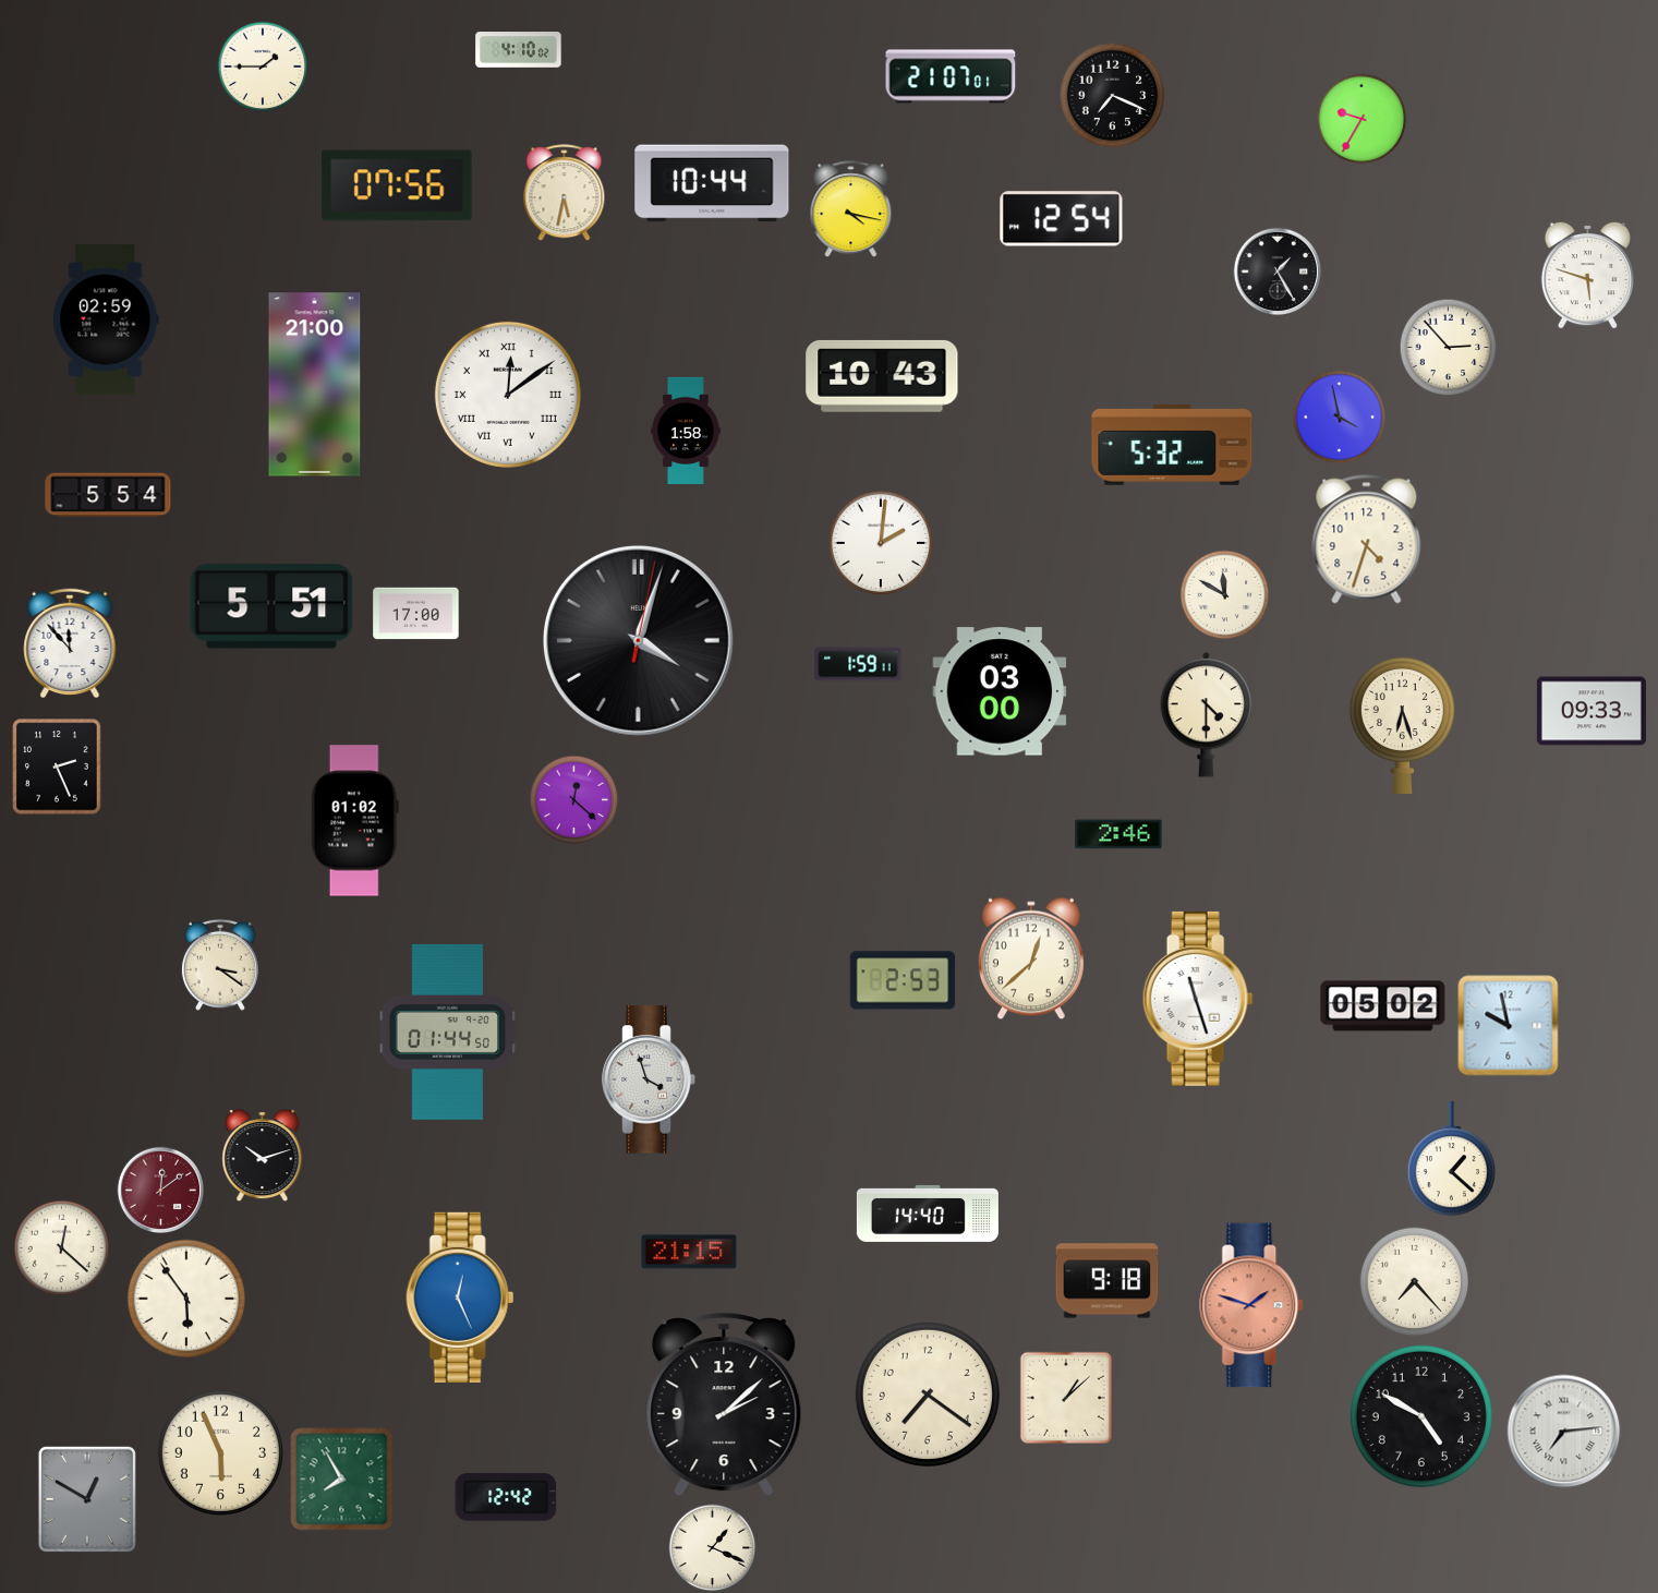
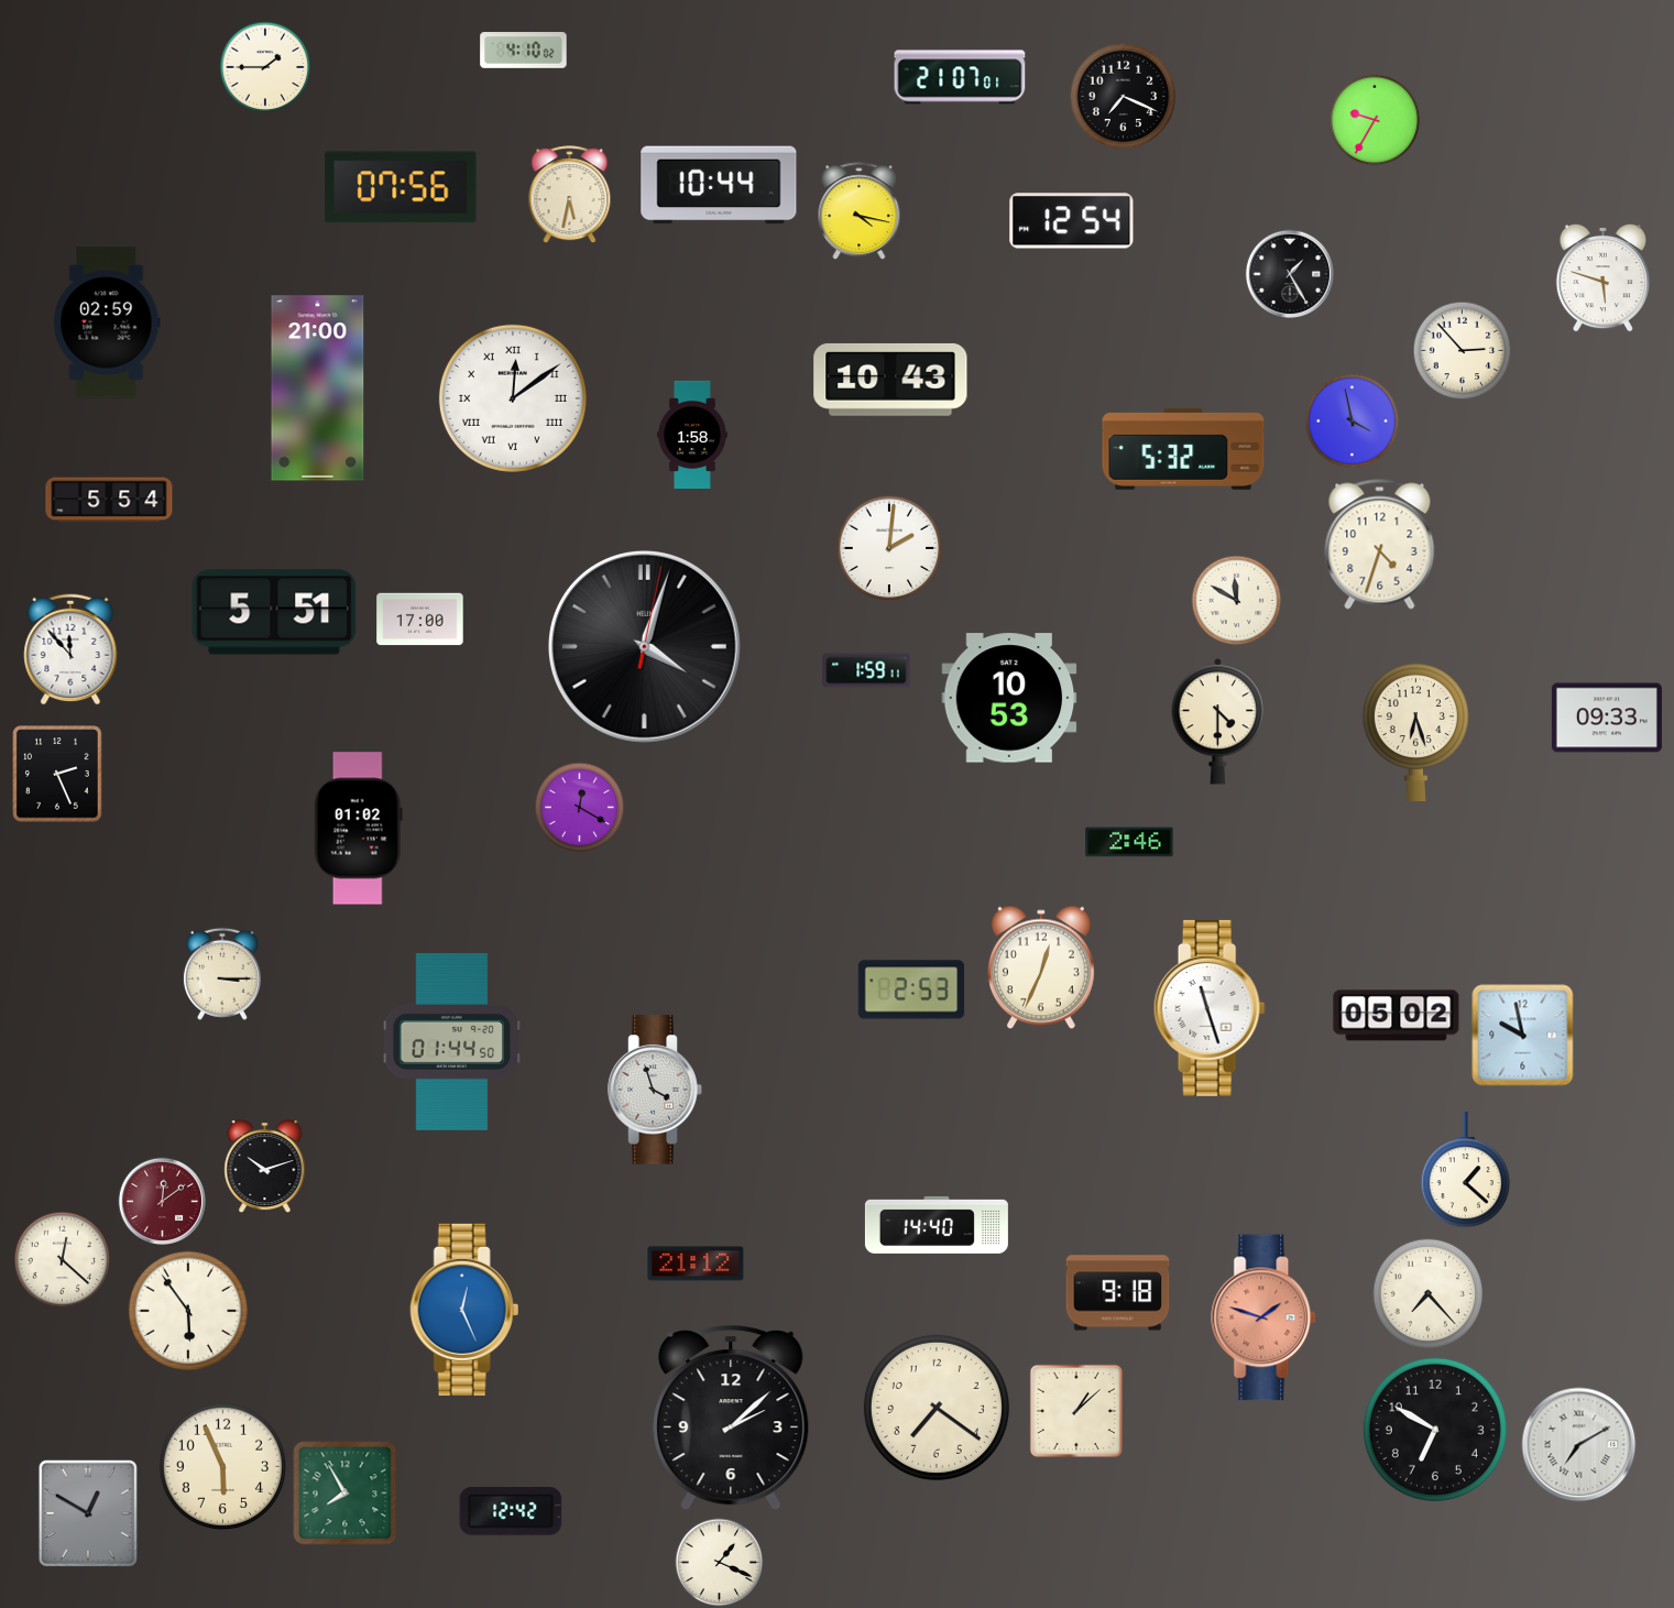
clock at (1000, 691): 03:00 -> 10:53
clock at (574, 800): 12:22 -> 12:20
clock at (1031, 958): 12:38 -> 12:34
clock at (220, 965): 3:21 -> 3:15
clock at (689, 1252): 21:15 -> 21:12
clock at (1421, 1416): 4:50 -> 6:50
clock at (1564, 1432): 7:14 -> 7:10
